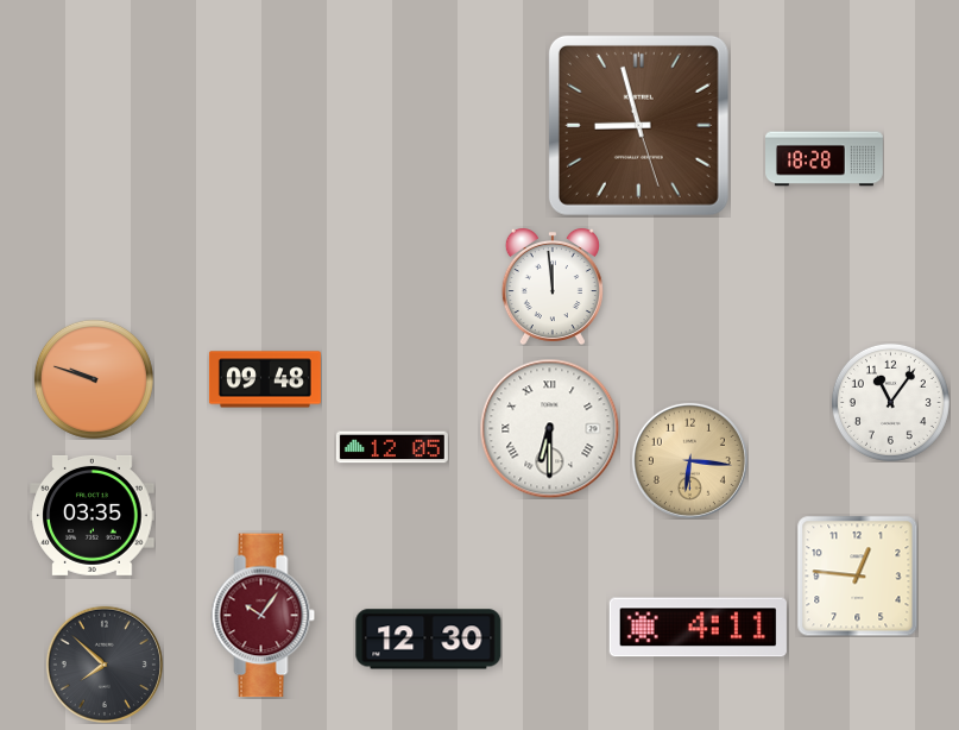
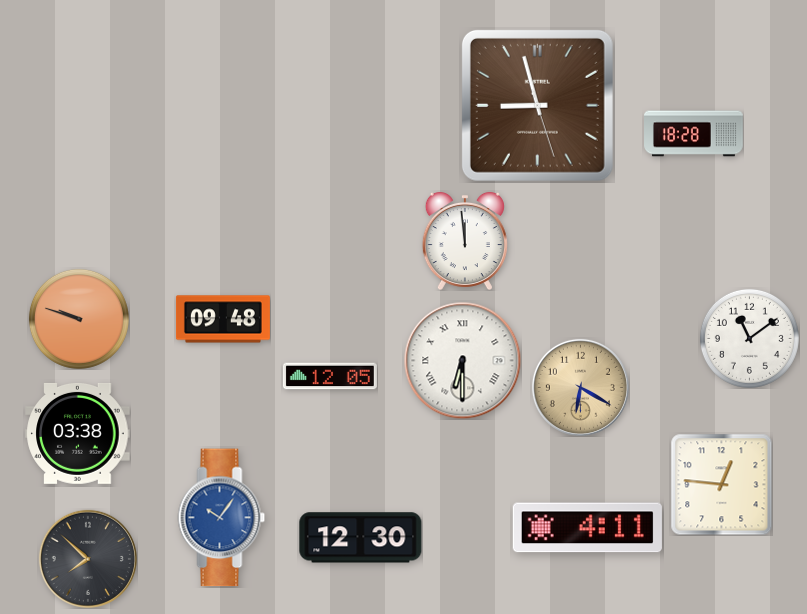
clock at (890, 402): 11:06 -> 11:09
clock at (689, 460): 6:16 -> 6:20
clock at (93, 515): 03:35 -> 03:38
clock at (264, 616) dial: burgundy -> blue
